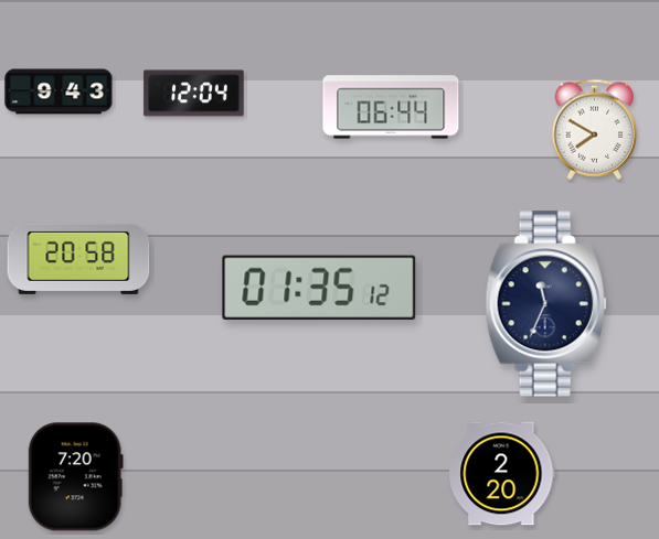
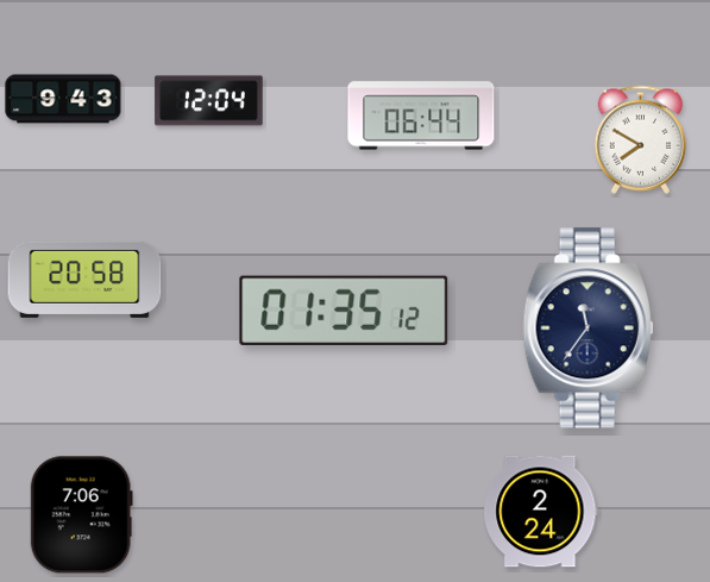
clock at (546, 304): 11:34 -> 11:36
clock at (502, 474): 2:20 -> 2:24
clock at (75, 477): 7:20 -> 7:06
